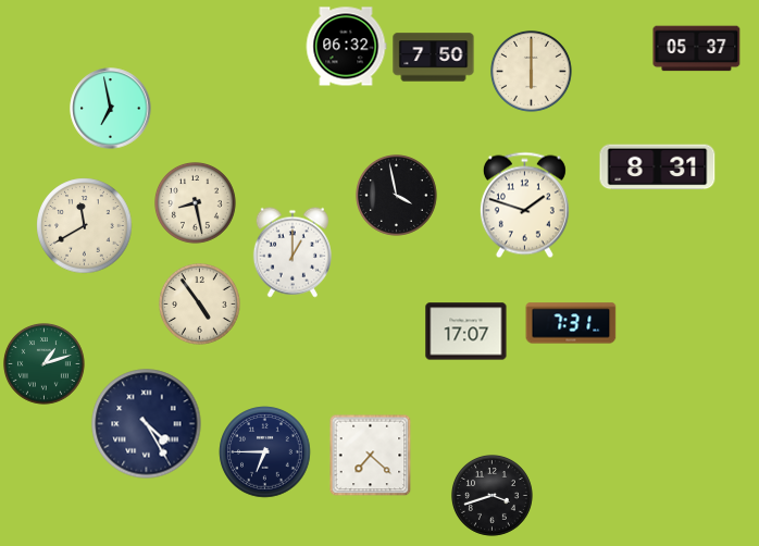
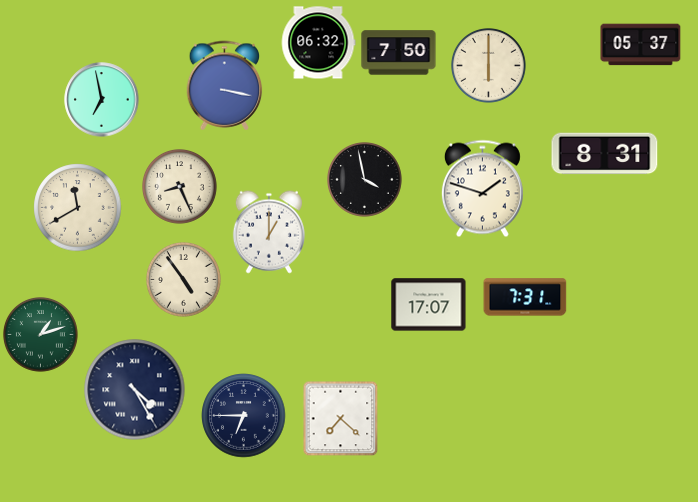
clock at (225, 86): none -> 3:17
clock at (196, 203): 8:28 -> 8:26
clock at (493, 496): 3:42 -> none
